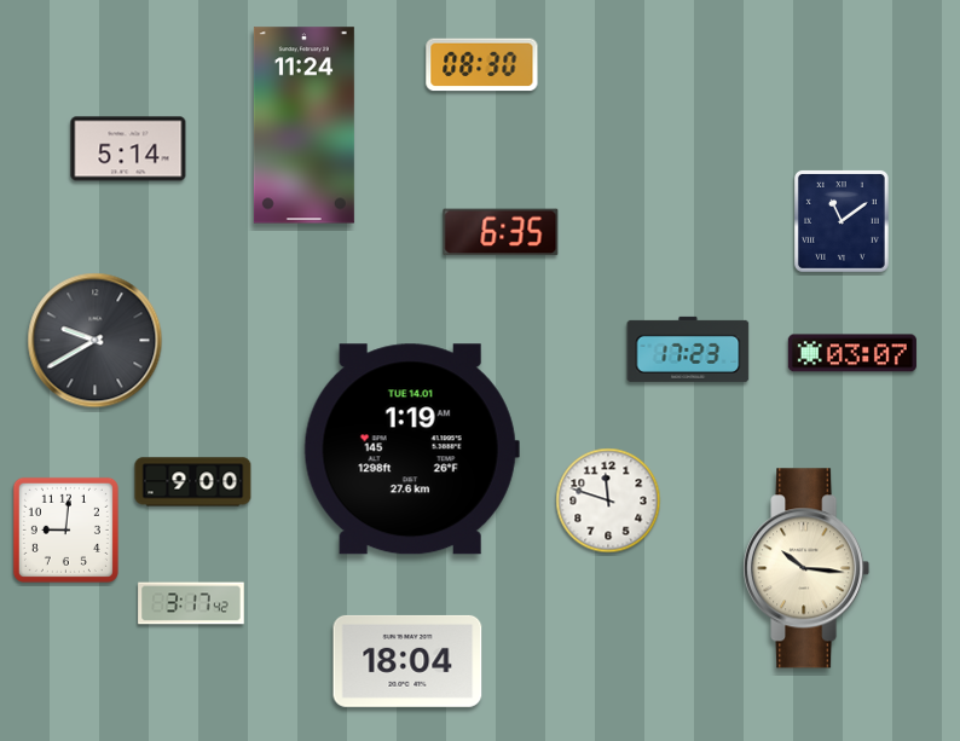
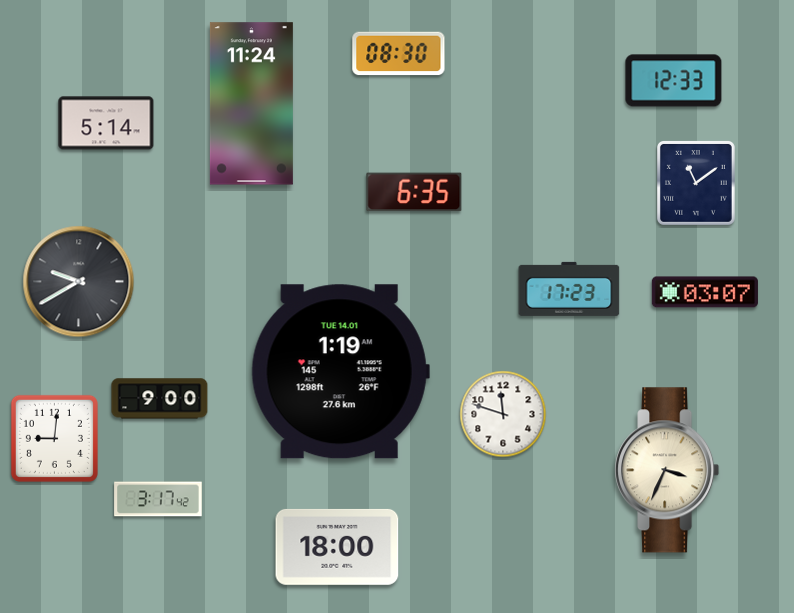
clock at (674, 81): none -> 12:33
clock at (806, 568): 10:16 -> 3:34
clock at (407, 661): 18:04 -> 18:00
